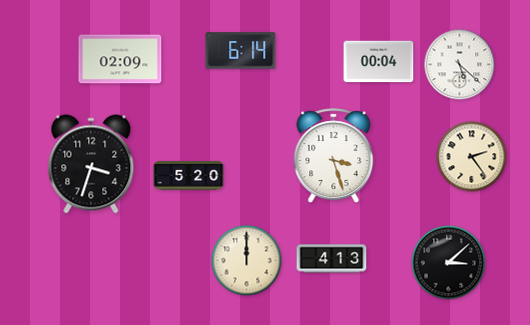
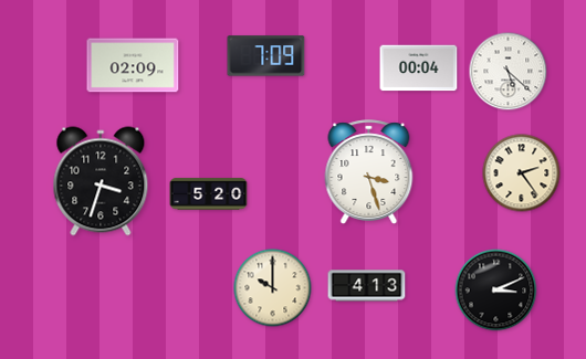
clock at (241, 51): 6:14 -> 7:09
clock at (247, 261): 12:00 -> 10:00
clock at (449, 263): 3:08 -> 3:11
